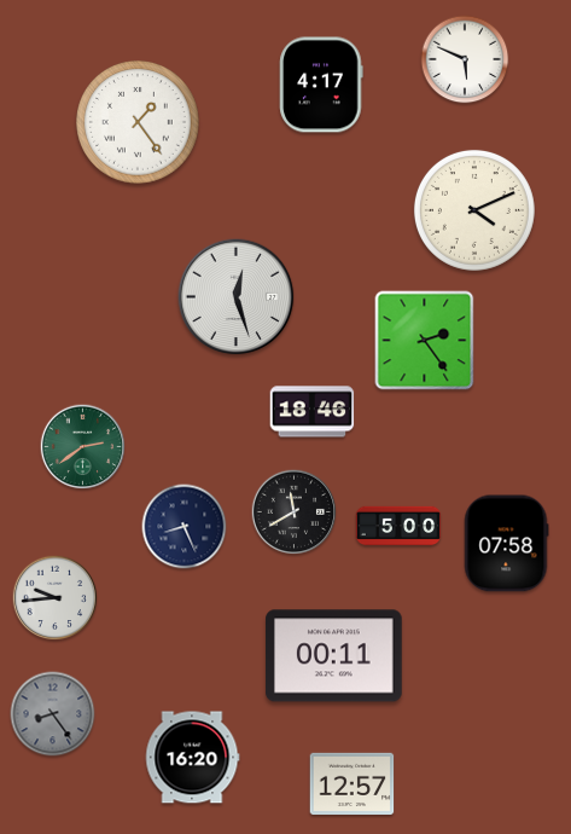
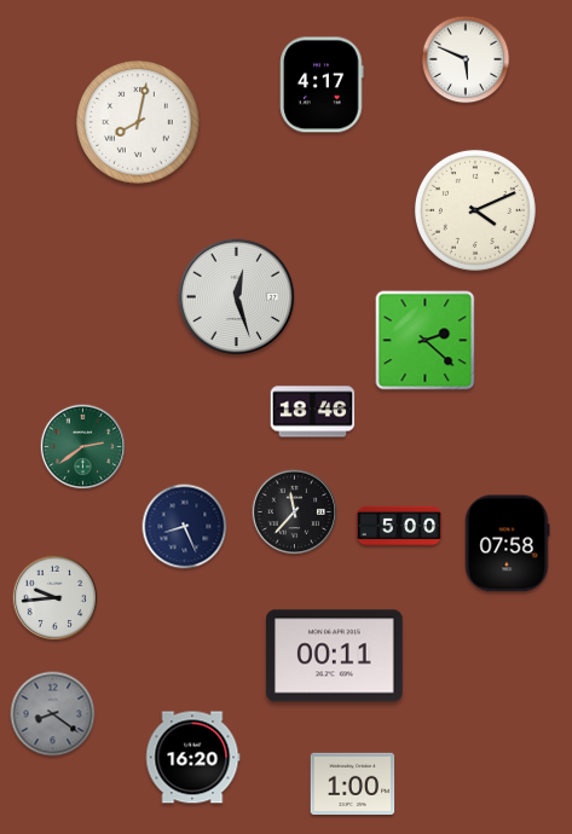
clock at (138, 122): 1:24 -> 8:02
clock at (425, 341): 2:24 -> 2:22
clock at (295, 512): 11:40 -> 11:37
clock at (53, 714): 8:24 -> 8:21
clock at (352, 783): 12:57 -> 1:00
